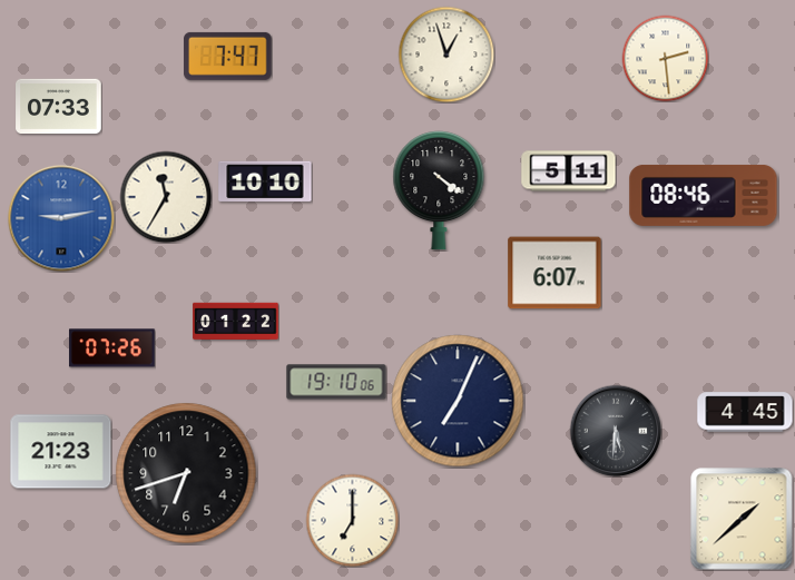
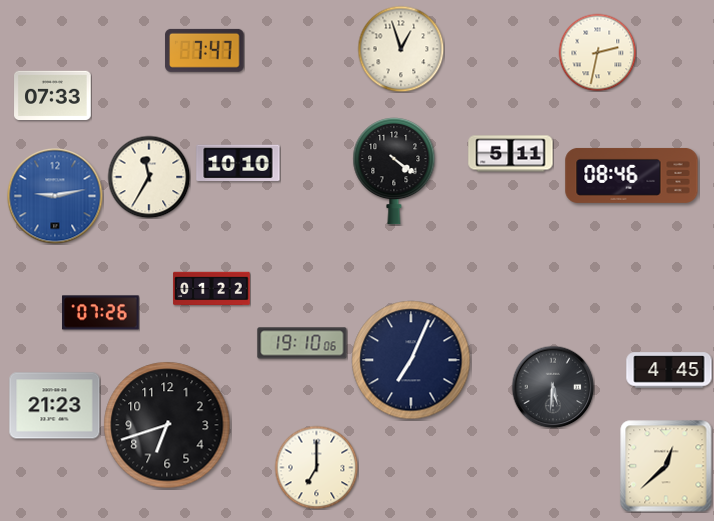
clock at (665, 58): 2:29 -> 2:32
clock at (554, 273): 6:07 -> none
clock at (742, 519): 1:38 -> 12:38
